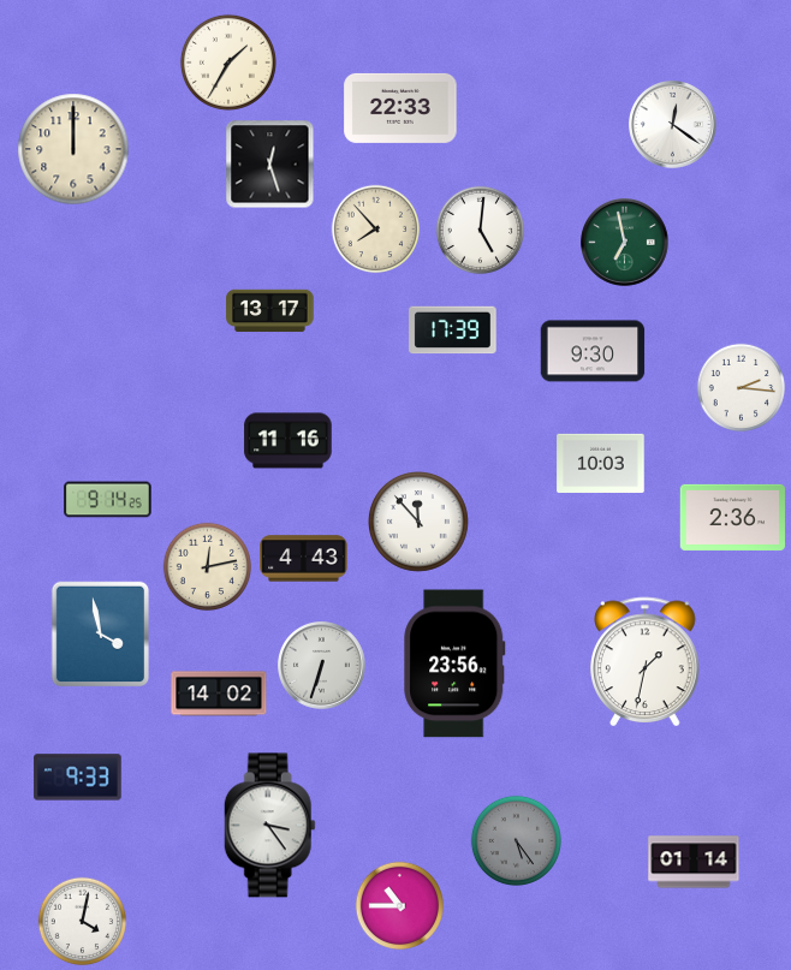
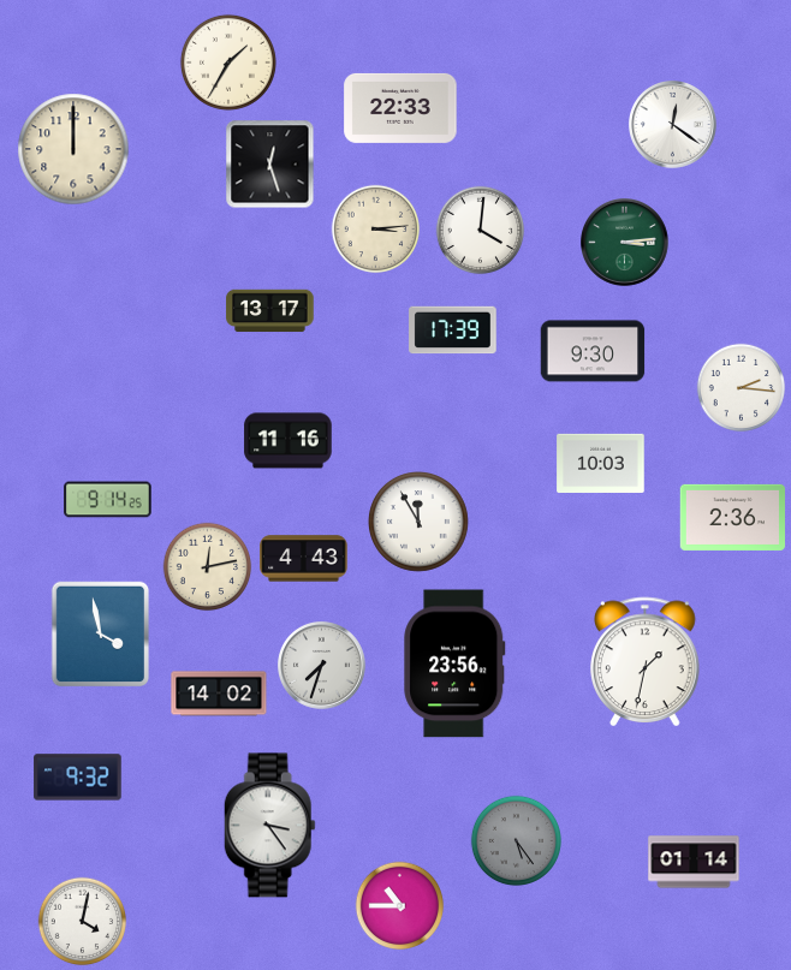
clock at (376, 230): 7:53 -> 3:14
clock at (481, 231): 5:01 -> 4:01
clock at (625, 243): 6:58 -> 3:14
clock at (420, 523): 11:53 -> 11:55
clock at (322, 666): 6:33 -> 7:33
clock at (78, 778): 9:33 -> 9:32
